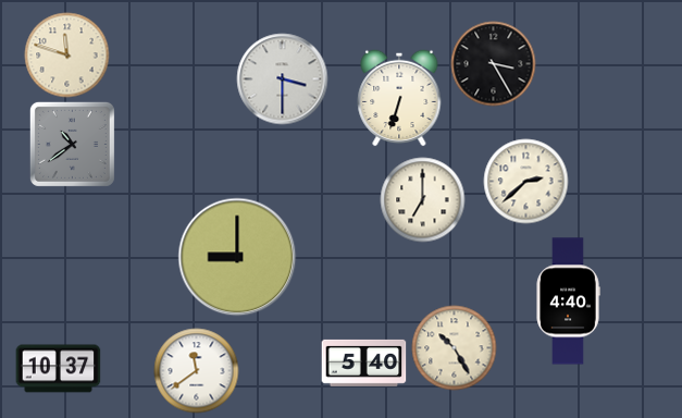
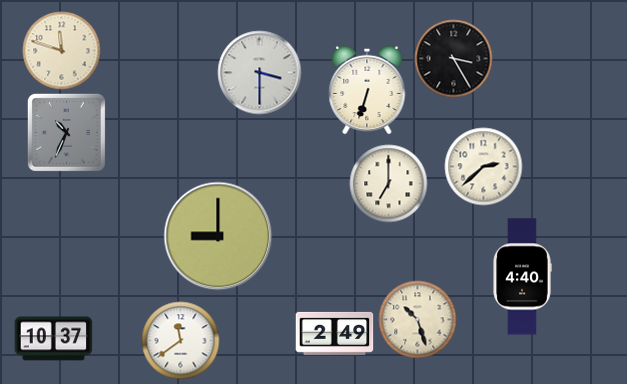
clock at (72, 144): 10:39 -> 10:34
clock at (454, 347): 10:25 -> 10:27
clock at (363, 362): 5:40 -> 2:49
